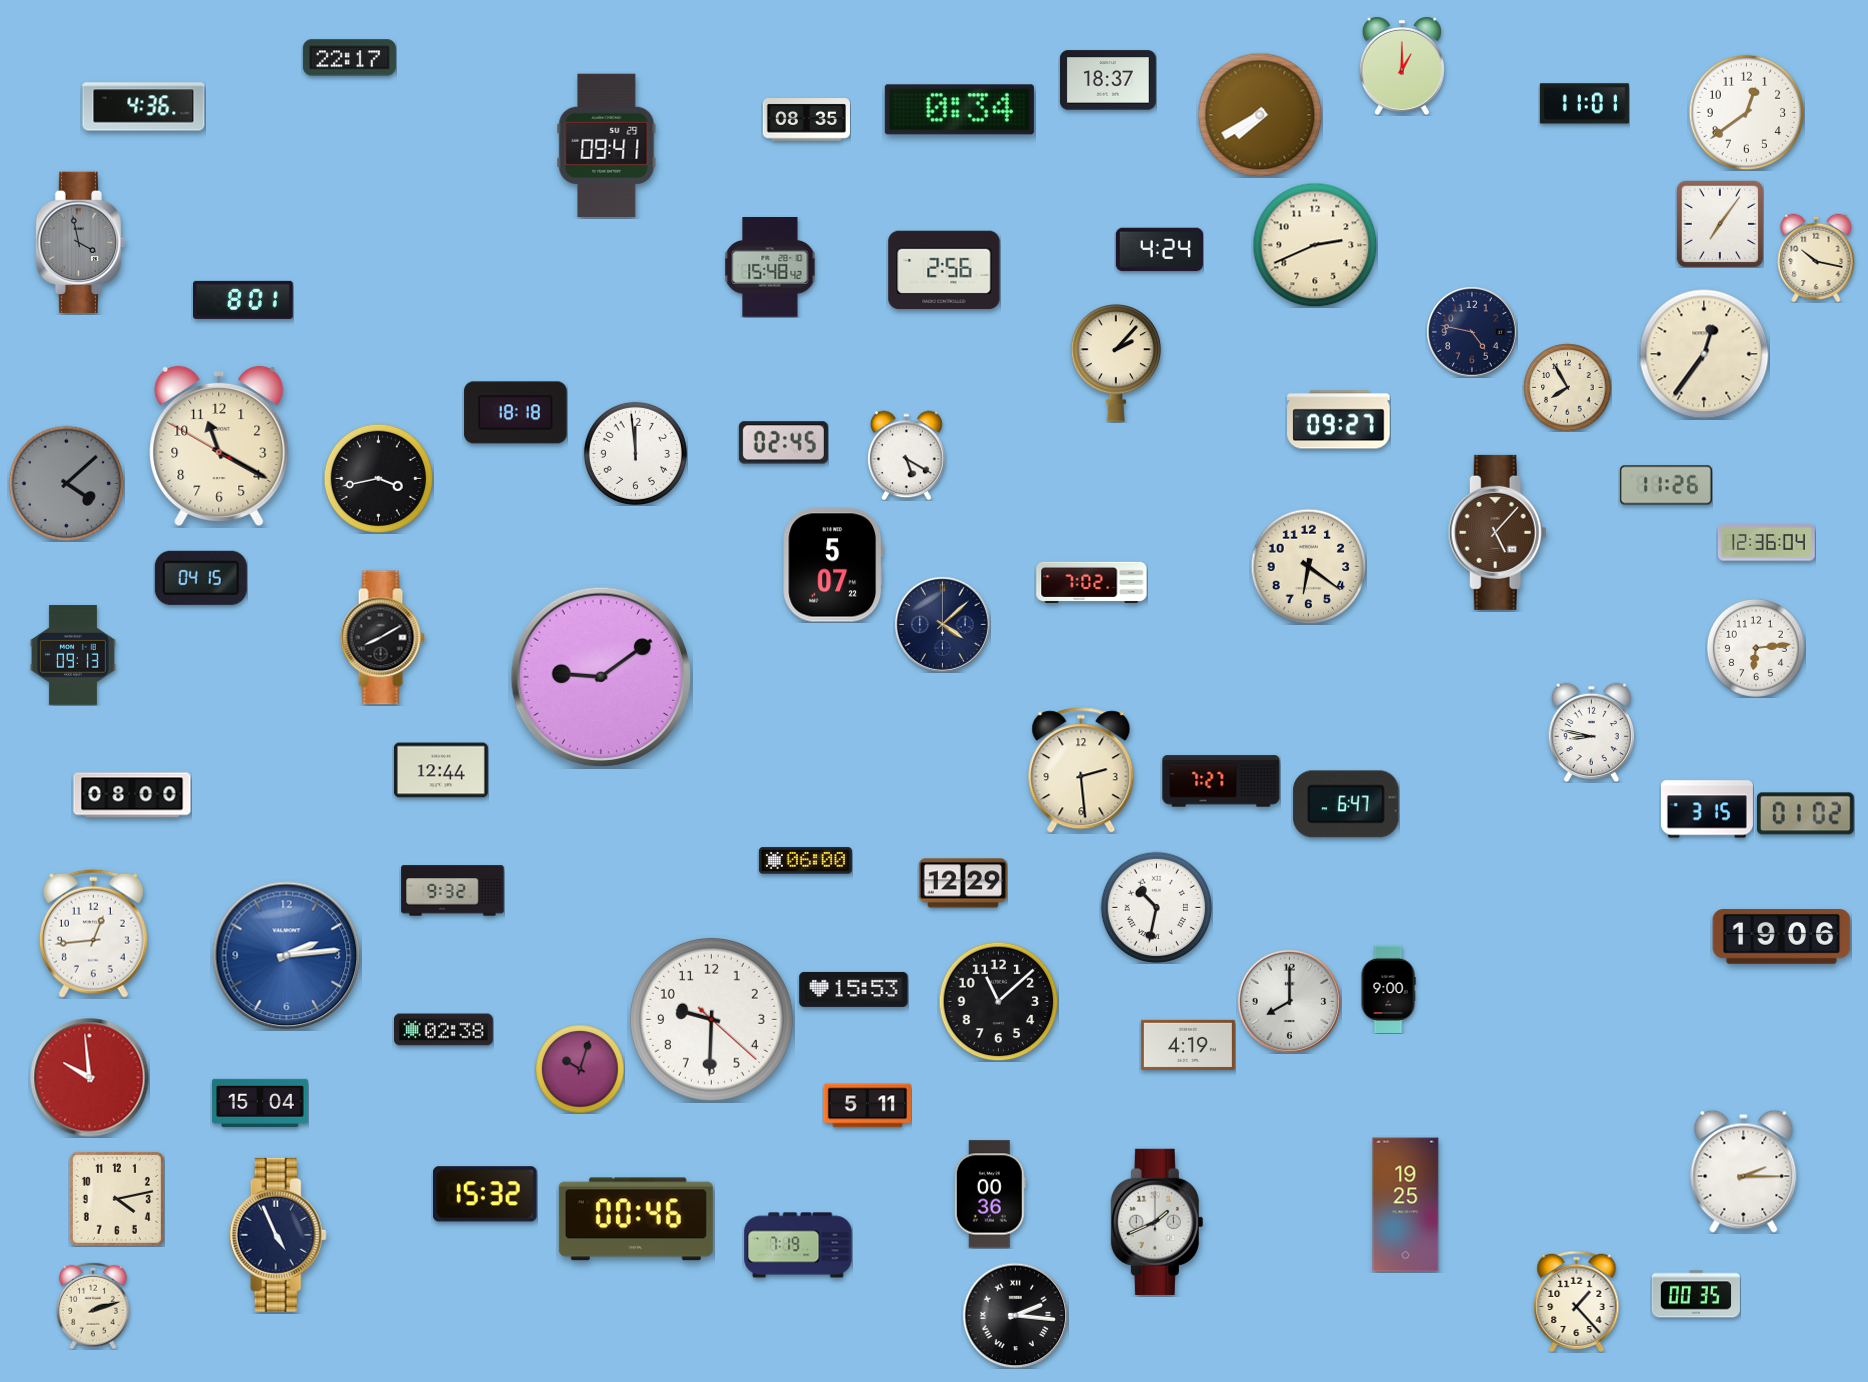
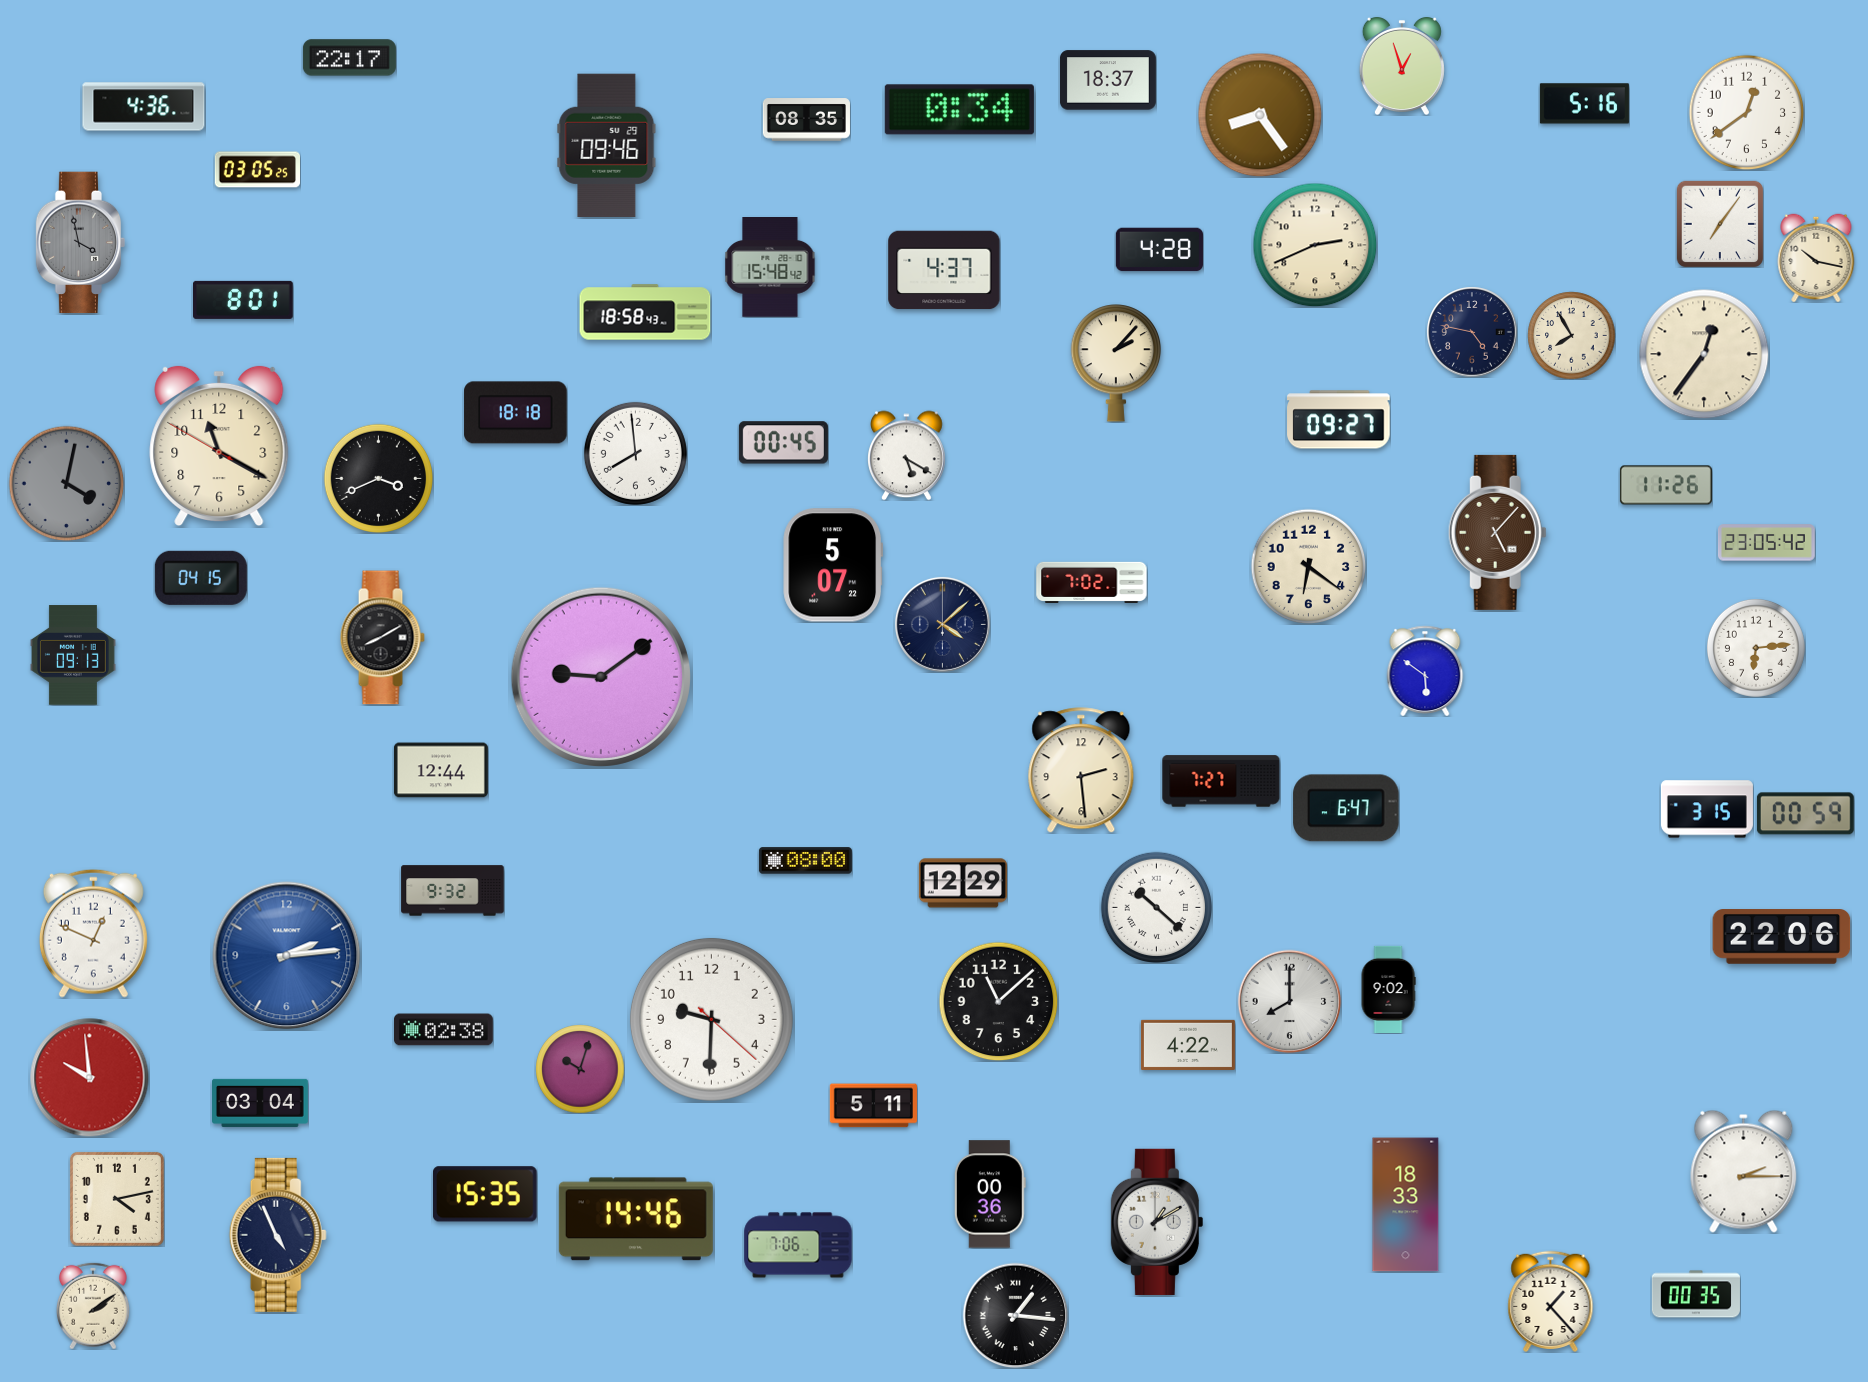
clock at (1402, 66): 1:00 -> 12:57
clock at (1584, 104): 11:01 -> 5:16
clock at (1260, 115): 7:40 -> 8:24
clock at (607, 145): 09:41 -> 09:46
clock at (257, 170): none -> 03:05
clock at (1159, 250): 4:24 -> 4:28
clock at (944, 270): 2:56 -> 4:37
clock at (645, 312): none -> 18:58
clock at (1567, 387) position: (1567, 387) -> (1571, 335)
clock at (783, 443): 02:45 -> 00:45
clock at (635, 453): 11:59 -> 7:59
clock at (378, 478): 3:43 -> 3:41
clock at (66, 483): 4:08 -> 4:02
clock at (1767, 543): 12:36 -> 23:05
clock at (1425, 671): none -> 5:51
clock at (1591, 732): 8:47 -> none
clock at (132, 795): 08:00 -> none
clock at (1346, 804) position: (1346, 804) -> (1346, 808)
clock at (1805, 814): 01:02 -> 00:59
clock at (805, 861): 06:00 -> 08:00
clock at (1156, 907): 10:32 -> 10:22
clock at (93, 933): 12:44 -> 12:49
clock at (1782, 937): 19:06 -> 22:06
clock at (854, 989): 15:53 -> none
clock at (1388, 989): 9:00 -> 9:02
clock at (1188, 1045): 4:19 -> 4:22
clock at (261, 1103): 15:04 -> 03:04
clock at (867, 1106) position: (867, 1106) -> (873, 1106)
clock at (486, 1194): 15:32 -> 15:35
clock at (1406, 1205): 19:25 -> 18:33
clock at (636, 1219): 00:46 -> 14:46
clock at (1157, 1222): 1:41 -> 1:10
clock at (798, 1245): 7:19 -> 7:06
clock at (1577, 1301) position: (1577, 1301) -> (1551, 1301)
clock at (93, 1306): 2:12 -> 2:09
clock at (1015, 1315): 2:16 -> 1:16
